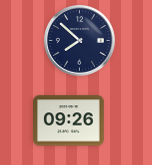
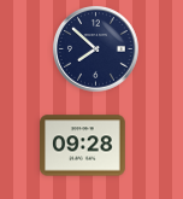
clock at (69, 121): 09:26 -> 09:28
